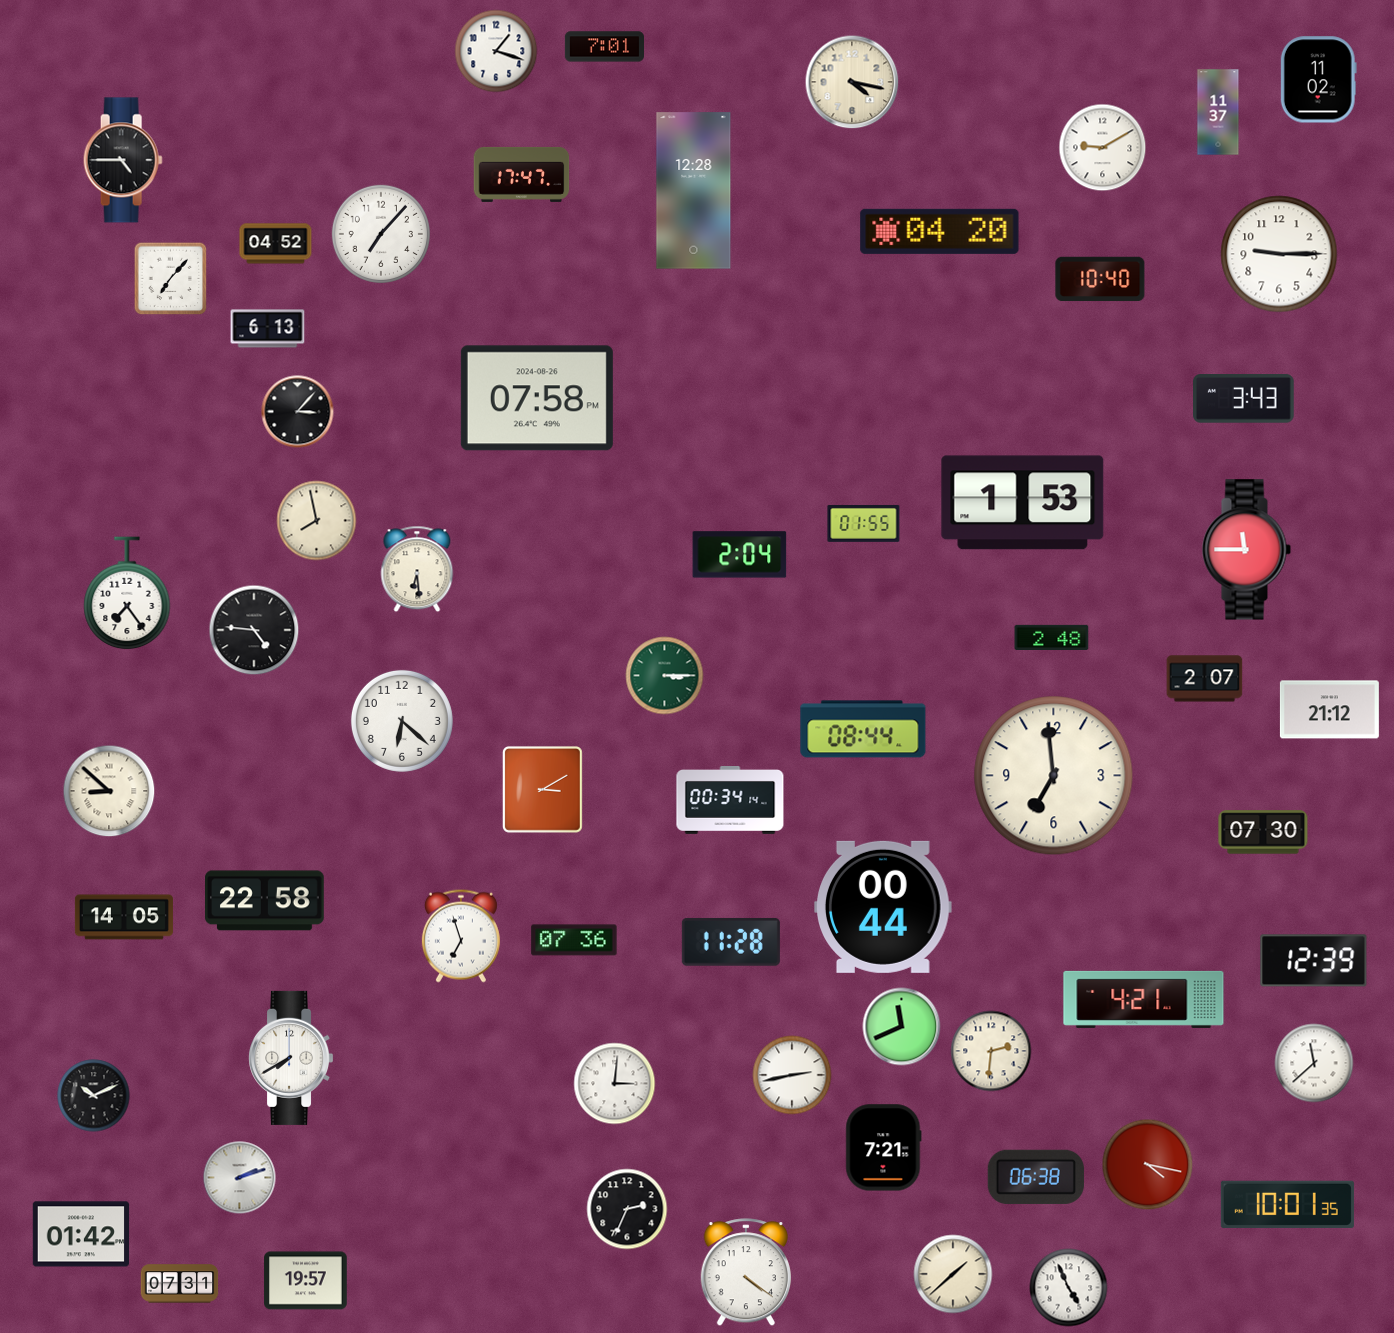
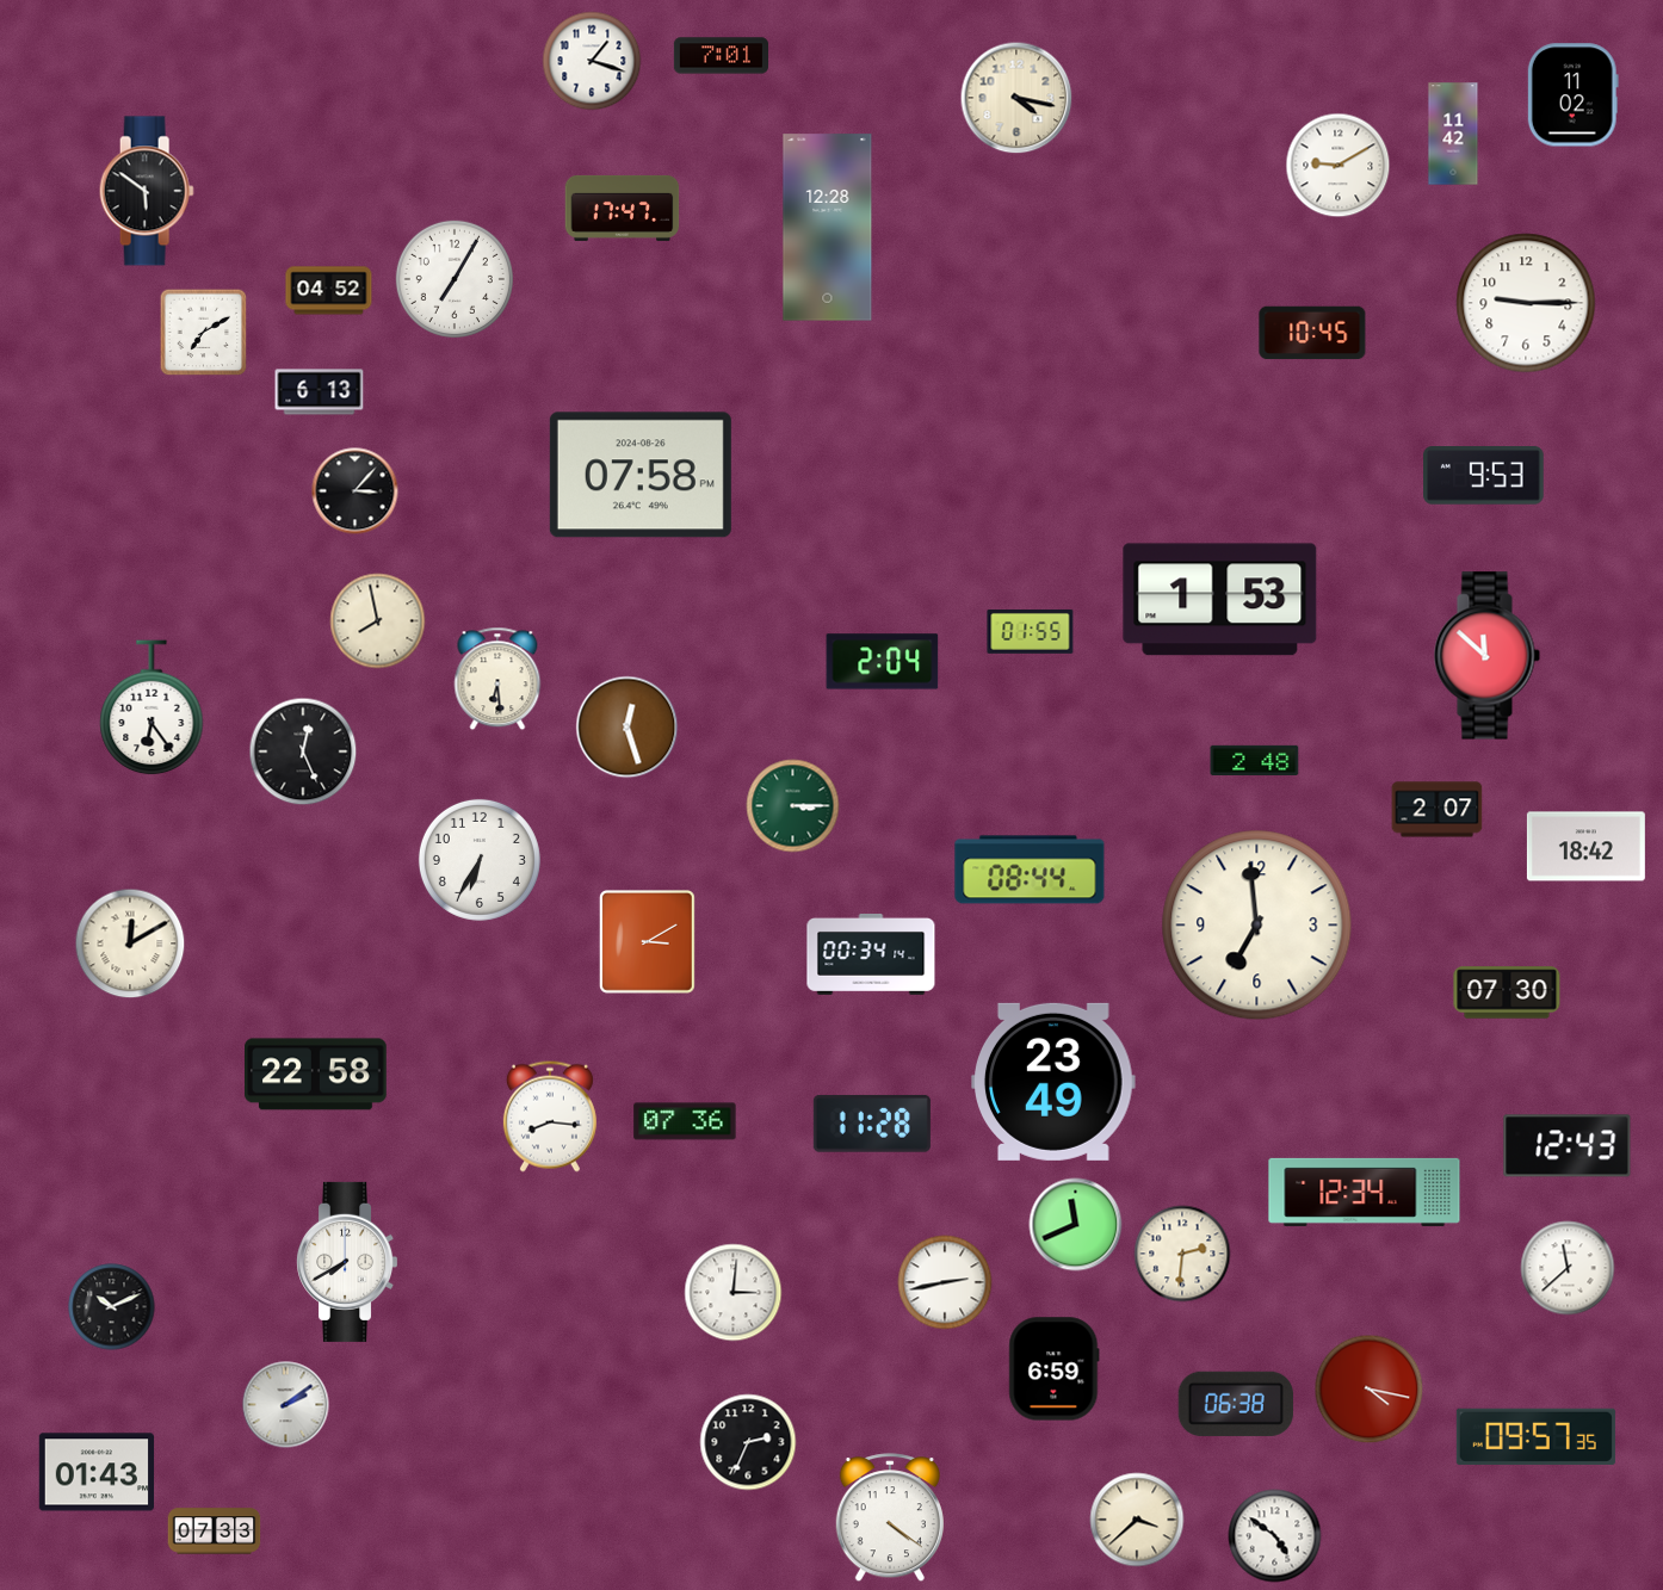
clock at (1218, 112): 11:37 -> 11:42
clock at (1103, 148) position: (1103, 148) -> (1339, 166)
clock at (123, 160): 4:45 -> 5:51
clock at (940, 231): 04:20 -> none
clock at (381, 234): 7:07 -> 7:05
clock at (171, 279): 7:07 -> 7:10
clock at (1100, 279): 10:40 -> 10:45
clock at (1244, 399): 3:43 -> 9:53
clock at (864, 523) position: (864, 523) -> (1031, 631)
clock at (1246, 550): 11:45 -> 11:52
clock at (127, 594): 7:24 -> 6:24
clock at (628, 728): none -> 12:27
clock at (254, 630): 4:46 -> 12:26
clock at (1329, 710): 21:12 -> 18:42
clock at (402, 721): 6:22 -> 6:35
clock at (109, 791): 8:52 -> 12:10
clock at (884, 907): 00:44 -> 23:49
clock at (124, 917): 14:05 -> none
clock at (461, 936): 6:57 -> 8:16
clock at (1314, 961): 12:39 -> 12:43
clock at (1144, 999): 4:21 -> 12:34
clock at (884, 1148): 7:21 -> 6:59
clock at (240, 1178): 2:12 -> 2:09
clock at (1287, 1204): 10:01 -> 09:57
clock at (81, 1234): 01:42 -> 01:43
clock at (953, 1274): 1:38 -> 3:38
clock at (306, 1281): 19:57 -> none
clock at (180, 1284): 07:31 -> 07:33
clock at (1069, 1288): 4:56 -> 4:51
